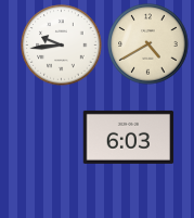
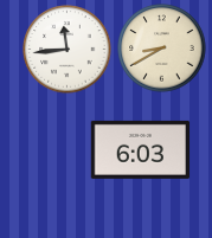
clock at (148, 44): 4:40 -> 8:40
clock at (62, 46): 9:44 -> 11:44
